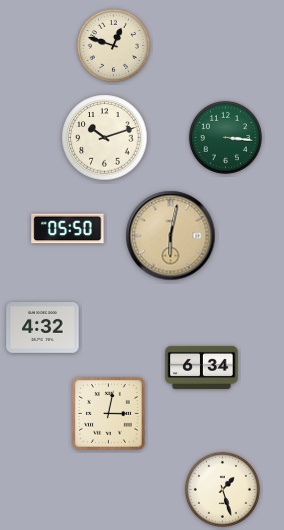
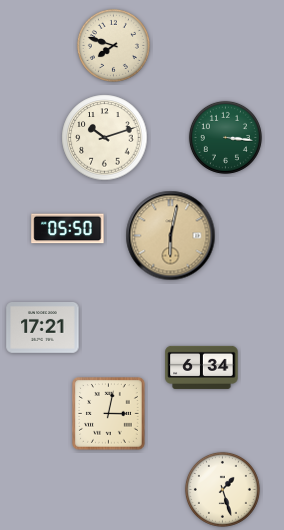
clock at (113, 45): 12:48 -> 7:48
clock at (43, 328): 4:32 -> 17:21
